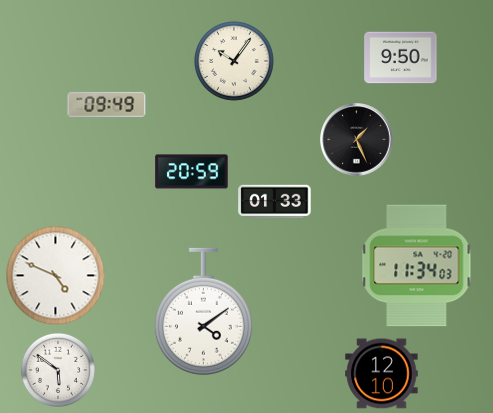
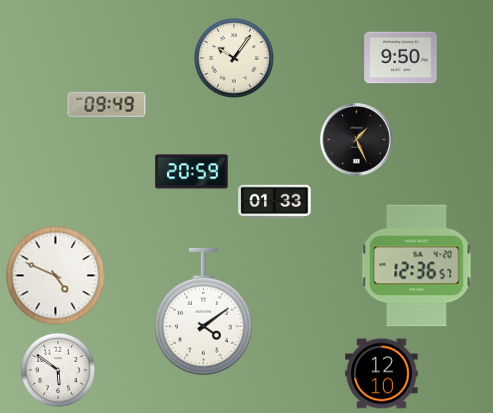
clock at (235, 62) position: (235, 62) -> (235, 59)
clock at (417, 266): 11:34 -> 12:36
